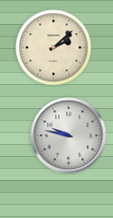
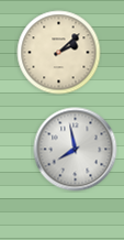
clock at (69, 136): 9:47 -> 7:58
